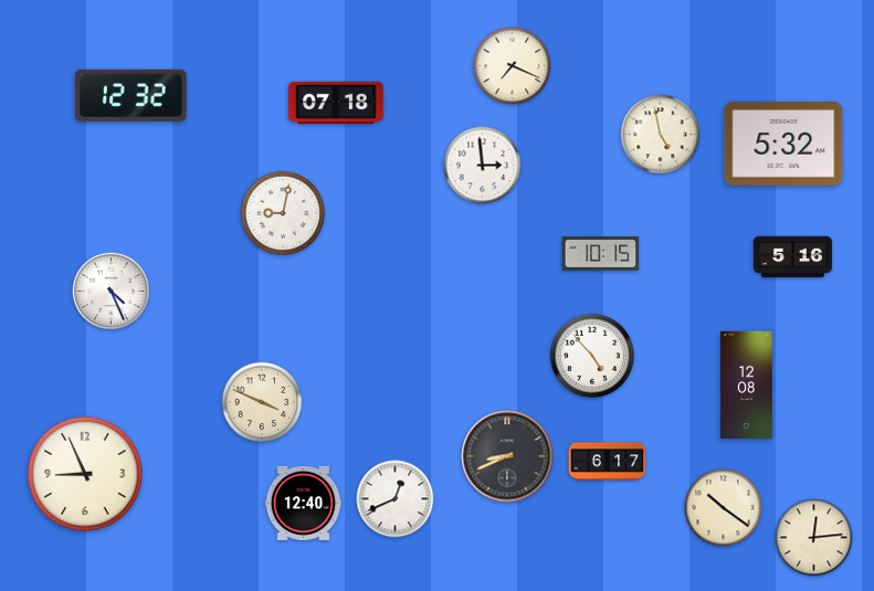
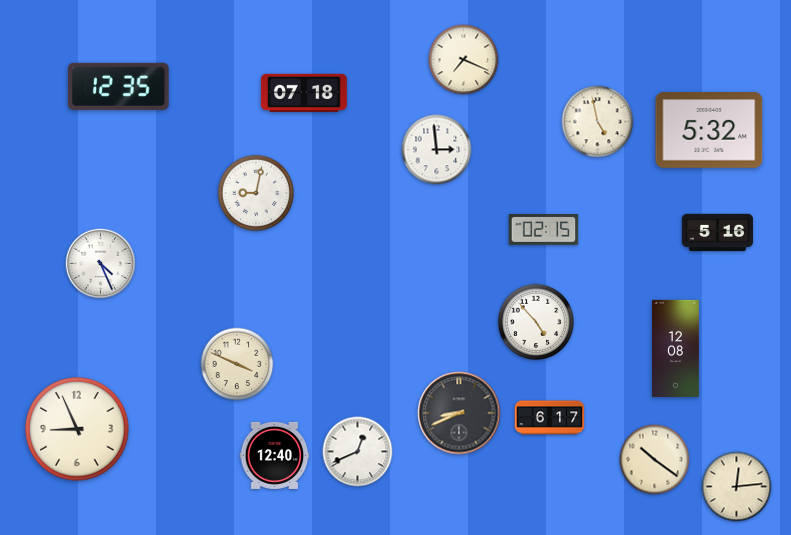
clock at (131, 95): 12:32 -> 12:35
clock at (601, 254): 10:15 -> 02:15
